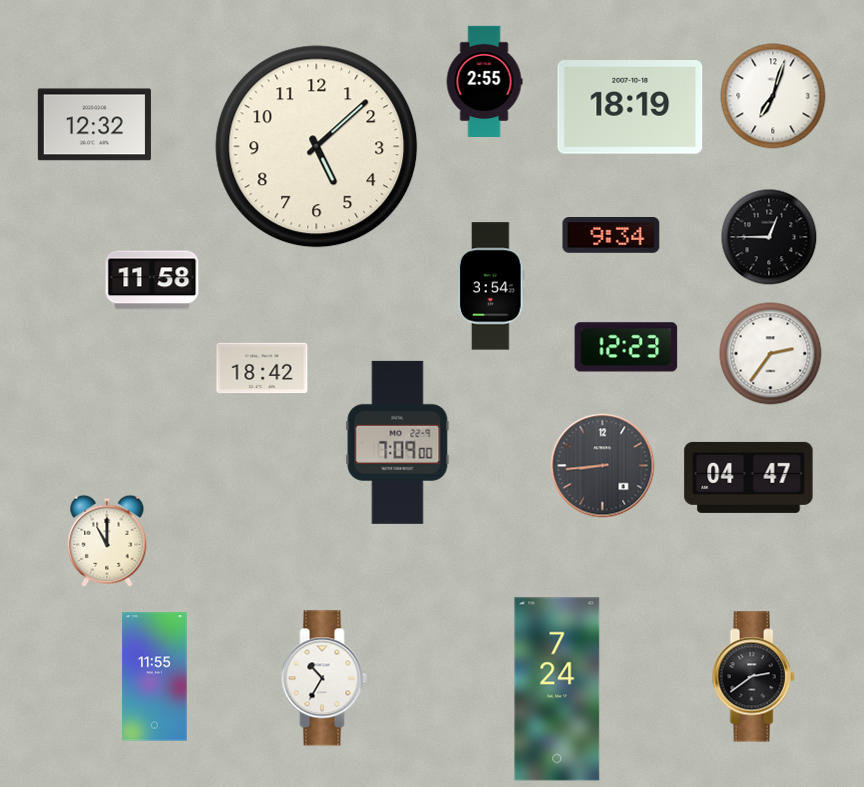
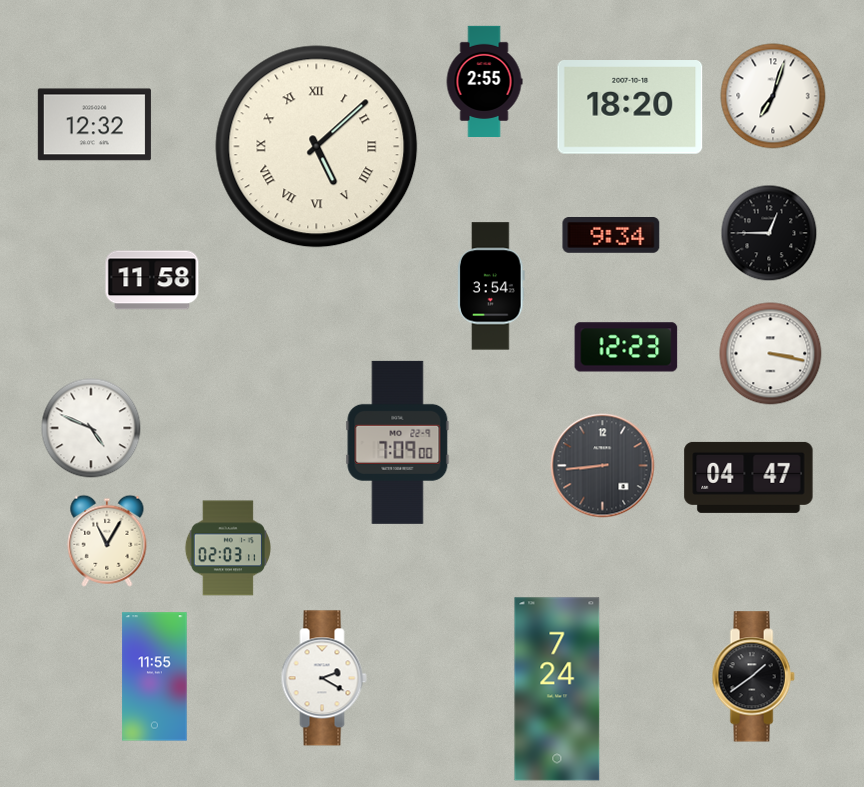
clock at (630, 108): 18:19 -> 18:20
clock at (317, 147) numerals: Arabic -> Roman
clock at (769, 237) position: (769, 237) -> (769, 233)
clock at (771, 354): 2:36 -> 3:17
clock at (262, 368): 18:42 -> none
clock at (91, 428): none -> 4:49
clock at (107, 541): 11:00 -> 11:05
clock at (228, 548): none -> 02:03
clock at (753, 677): 2:39 -> 1:39
clock at (324, 678): 10:35 -> 2:20
